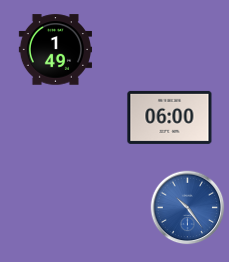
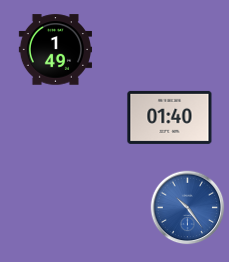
clock at (170, 117): 06:00 -> 01:40
